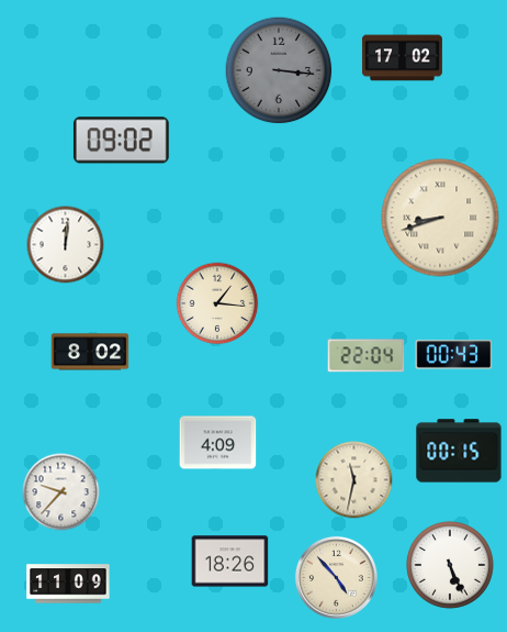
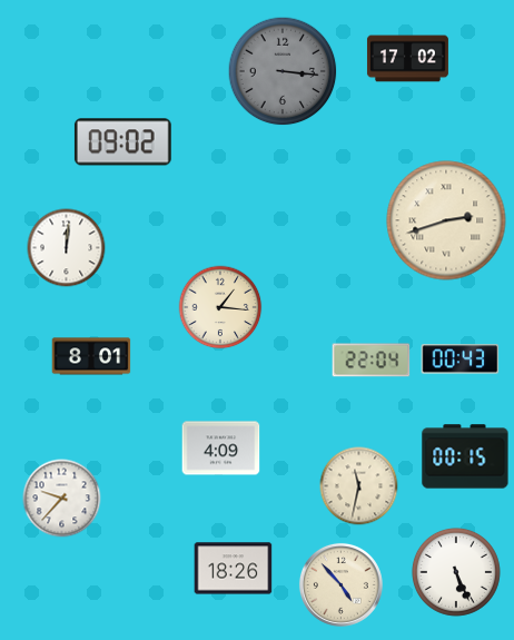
clock at (440, 218): 8:42 -> 2:42
clock at (90, 352): 8:02 -> 8:01
clock at (68, 584): 11:09 -> none
